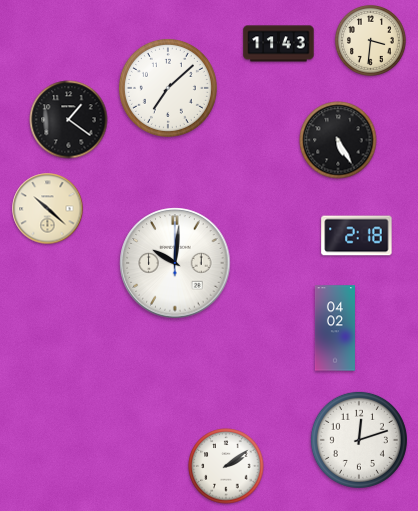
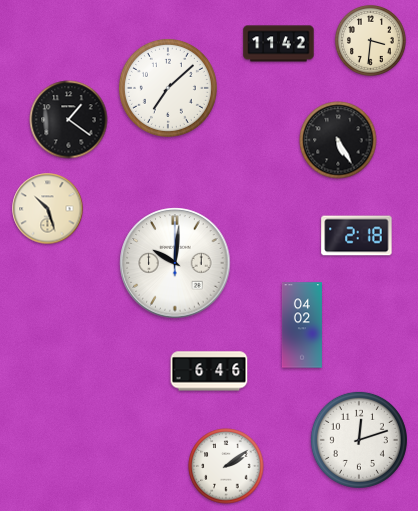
clock at (279, 44): 11:43 -> 11:42
clock at (48, 209): 10:22 -> 10:27
clock at (335, 328) position: (335, 328) -> (302, 325)
clock at (209, 371): none -> 6:46
